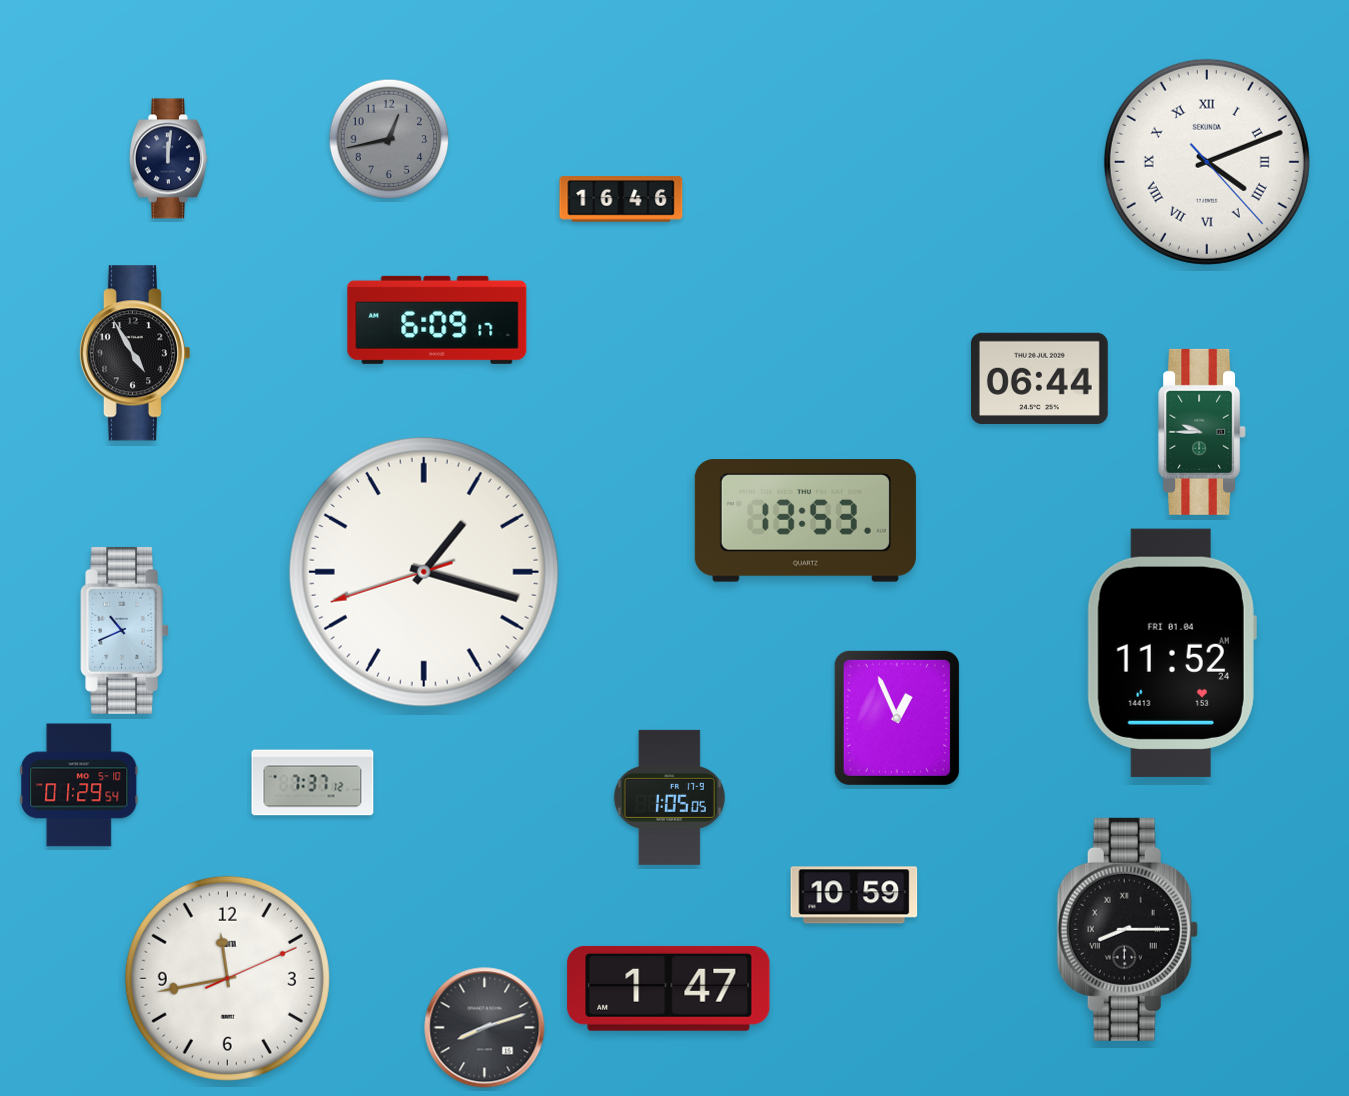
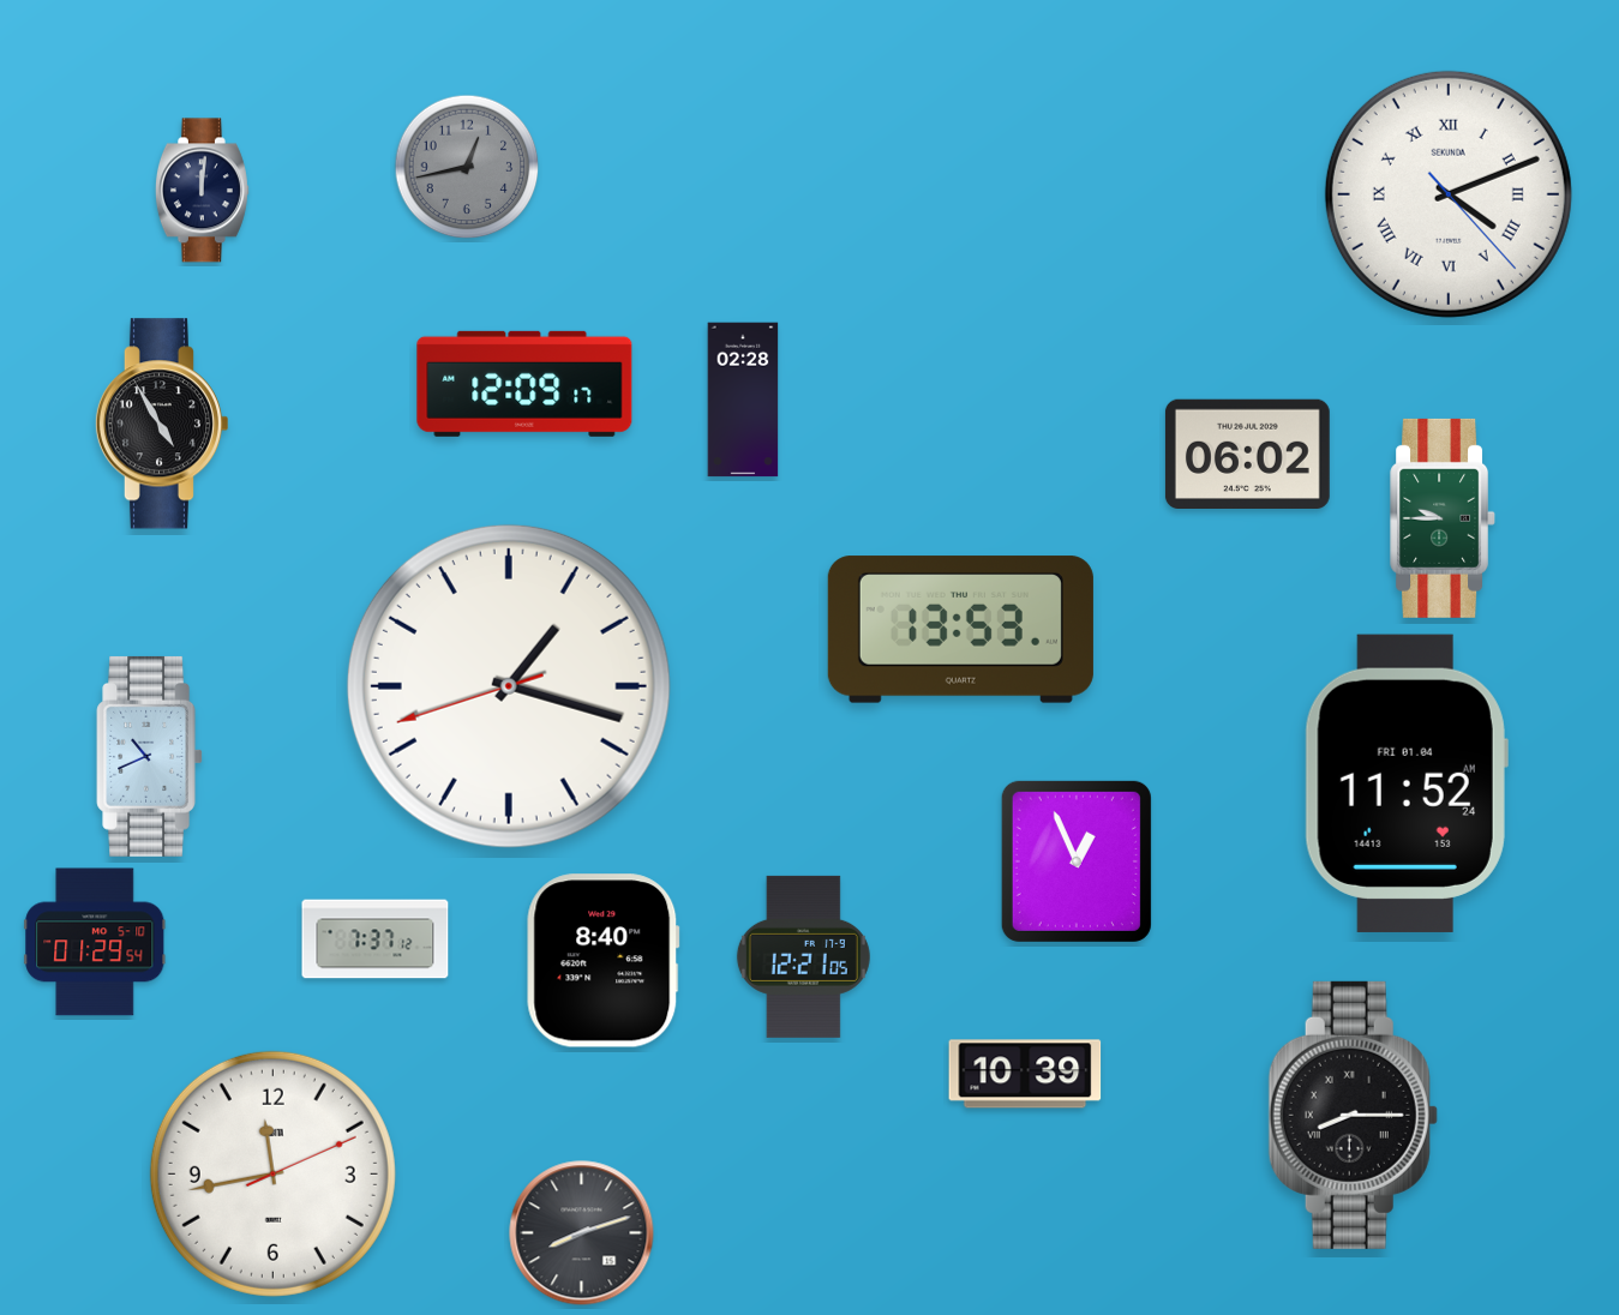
clock at (621, 199): 16:46 -> none
clock at (437, 320): 6:09 -> 12:09
clock at (743, 400): none -> 02:28
clock at (1039, 378): 06:44 -> 06:02
clock at (805, 521) position: (805, 521) -> (960, 630)
clock at (669, 797): 1:05 -> 12:21
clock at (604, 961): none -> 8:40
clock at (854, 895): 10:59 -> 10:39
clock at (669, 988): 1:47 -> none
